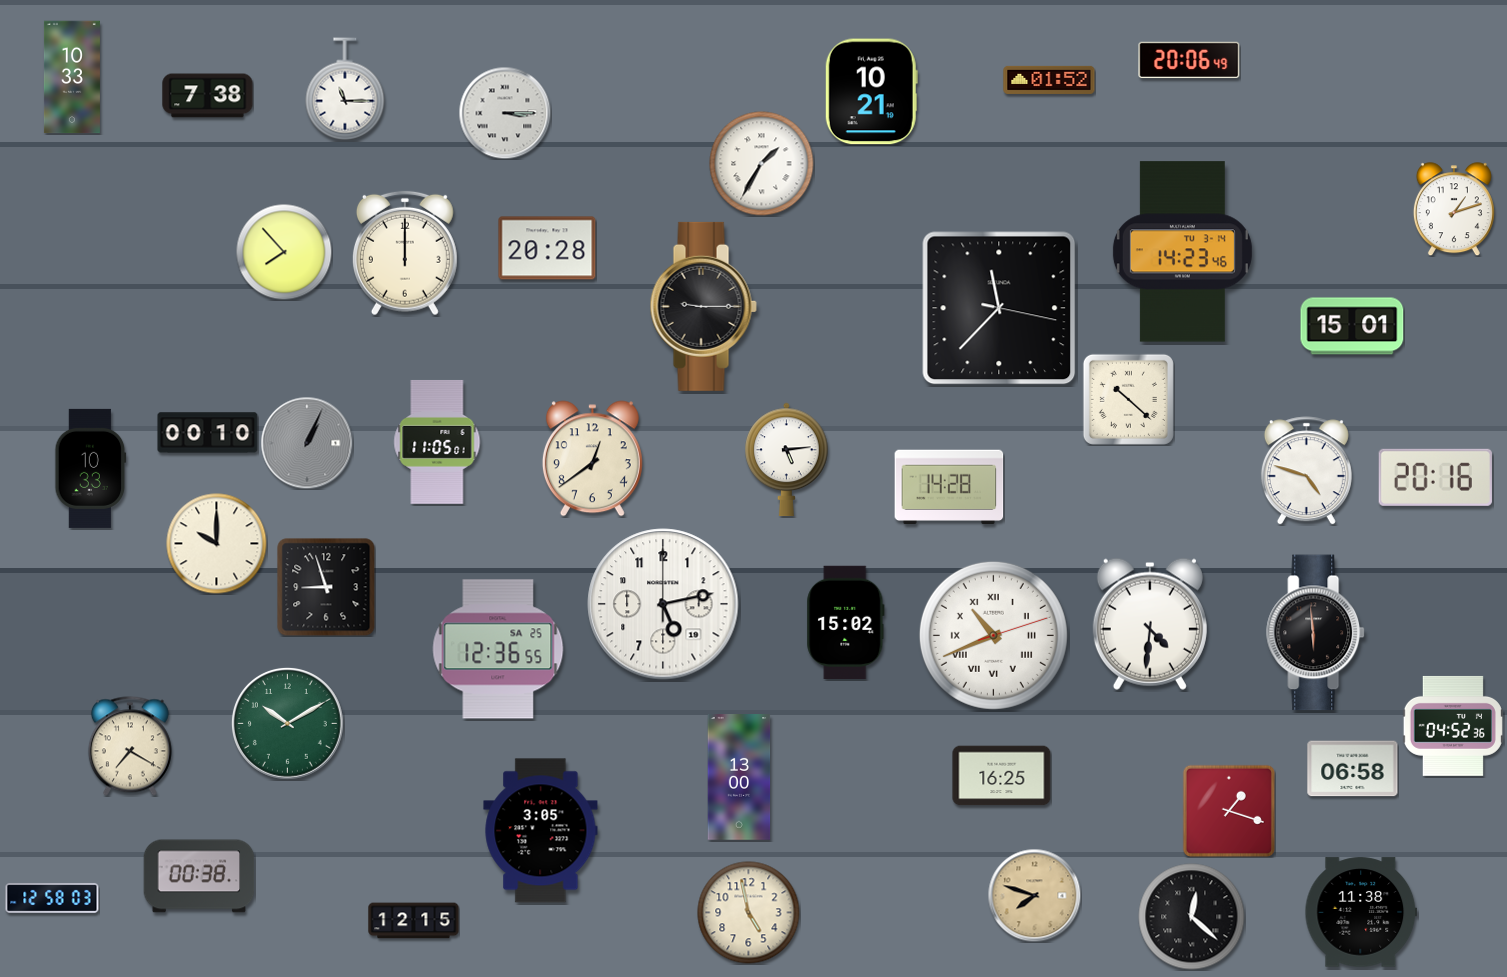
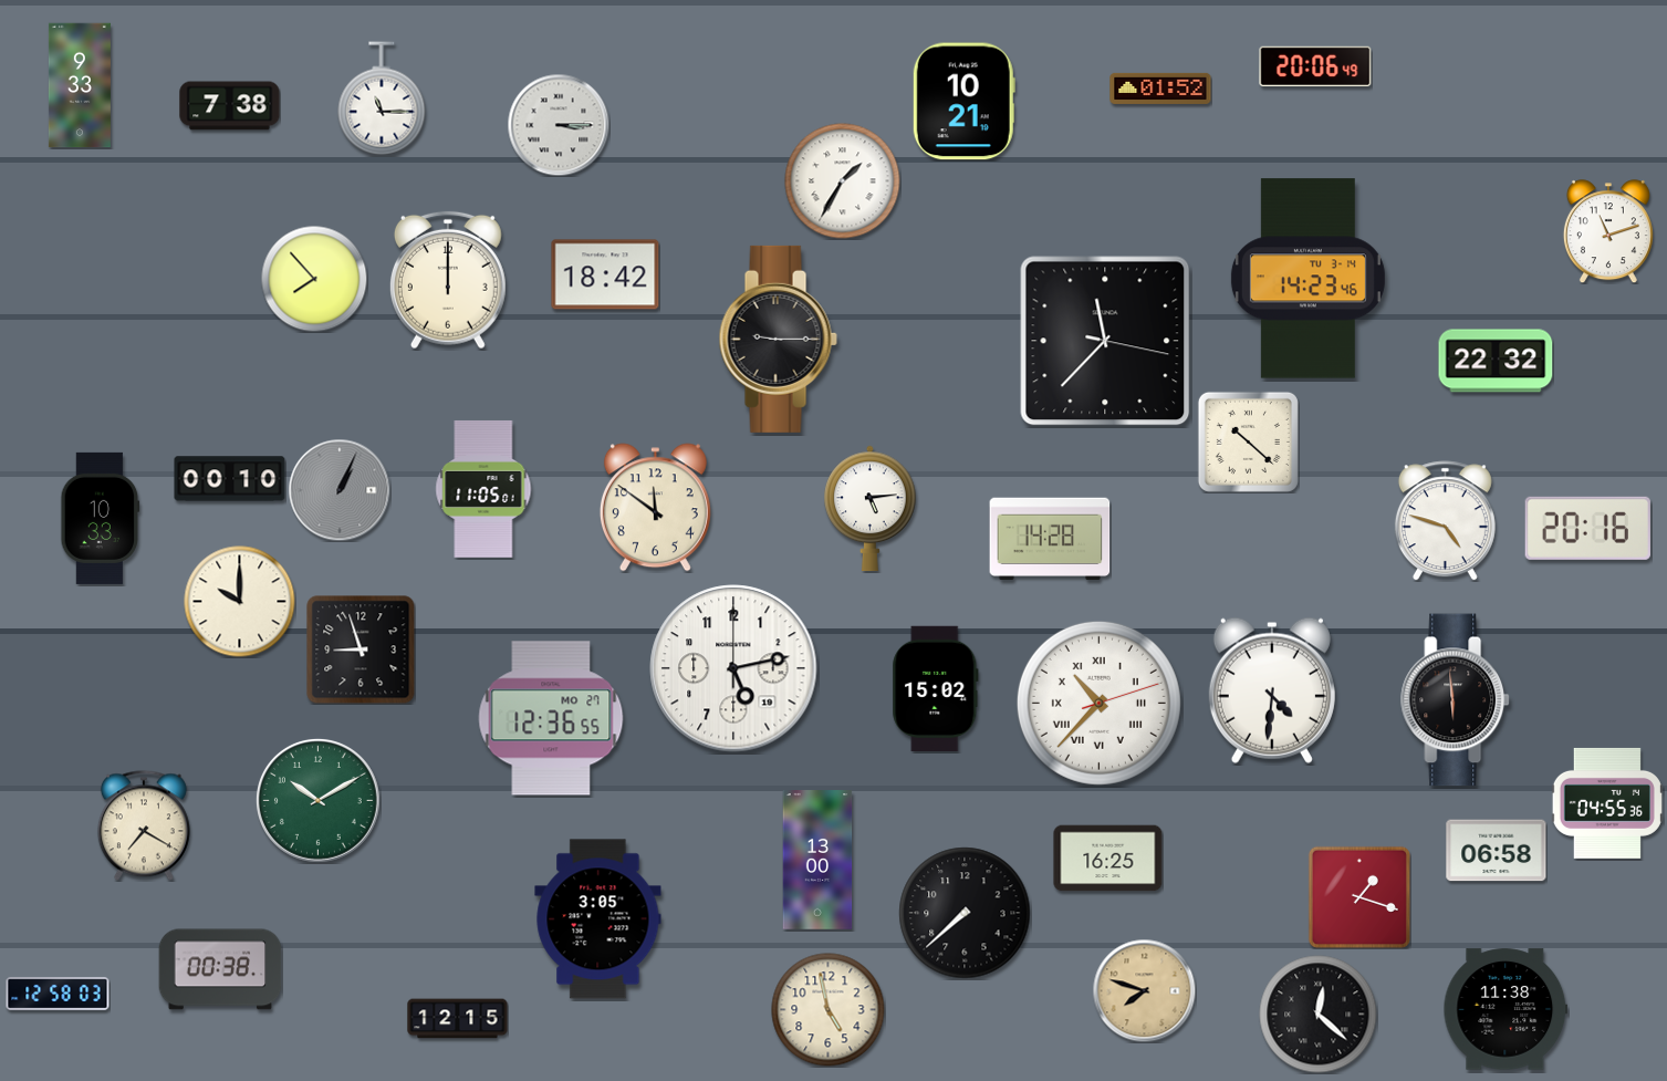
clock at (72, 77): 10:33 -> 9:33
clock at (1454, 209): 1:12 -> 11:12
clock at (547, 248): 20:28 -> 18:42
clock at (1352, 326): 15:01 -> 22:32
clock at (592, 459): 12:39 -> 11:51
clock at (993, 635): 10:41 -> 10:37
clock at (498, 649) date: SA 25 -> MO 27
clock at (1453, 726): 04:52 -> 04:55
clock at (965, 913): none -> 7:38
